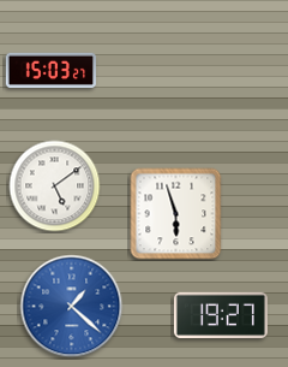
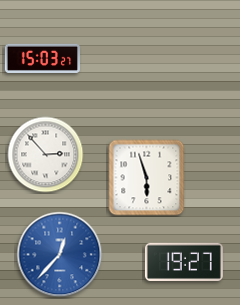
clock at (55, 187): 5:09 -> 2:53
clock at (72, 307): 1:22 -> 12:37
